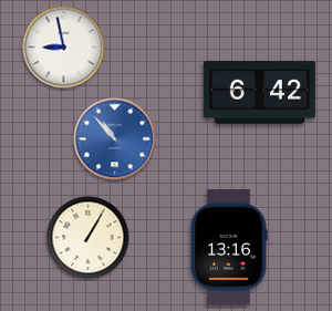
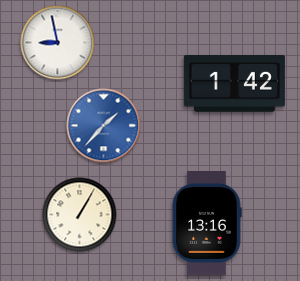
clock at (259, 93): 6:42 -> 1:42
clock at (115, 139): 10:53 -> 1:37
